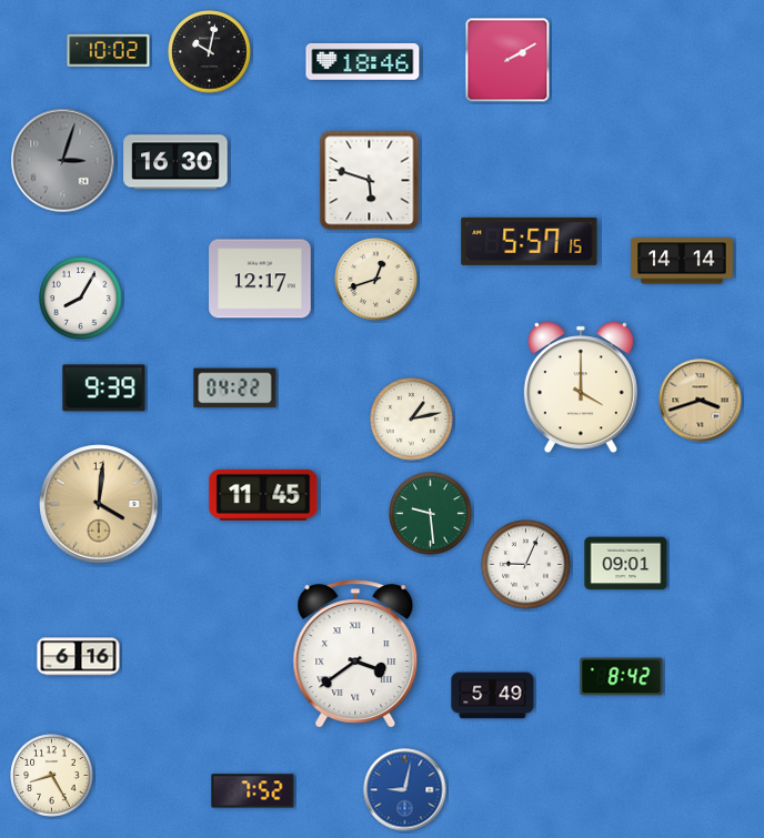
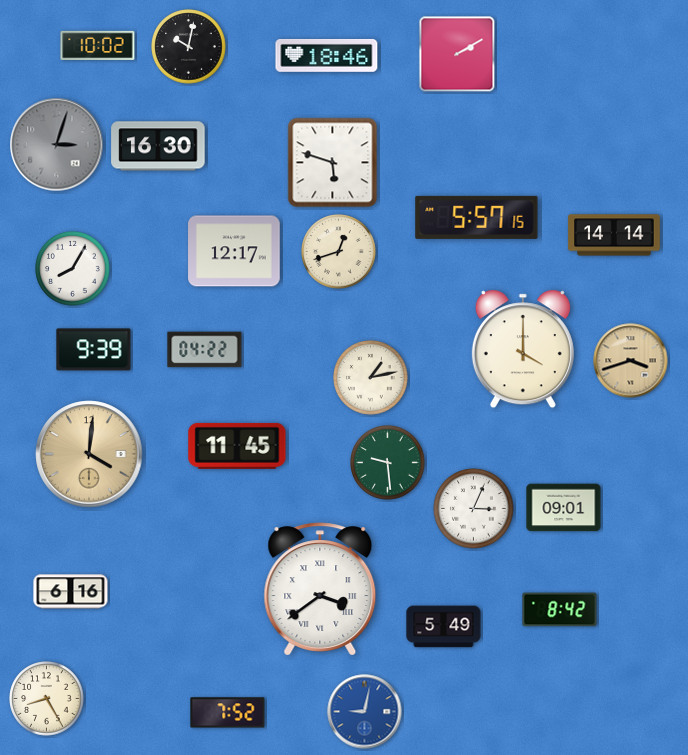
clock at (235, 388) position: (235, 388) -> (205, 350)
clock at (526, 565): 9:04 -> 3:04
